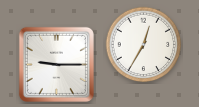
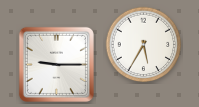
clock at (144, 45): 12:35 -> 5:35
